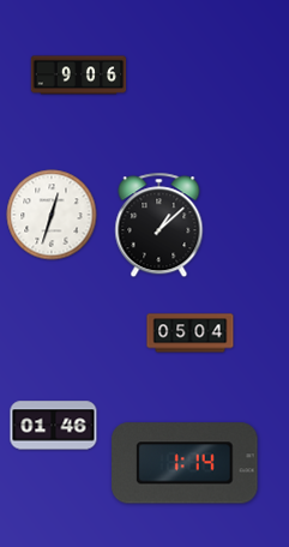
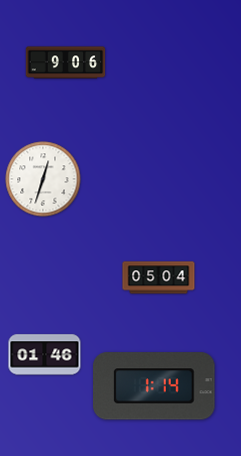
clock at (159, 226): 1:08 -> none
